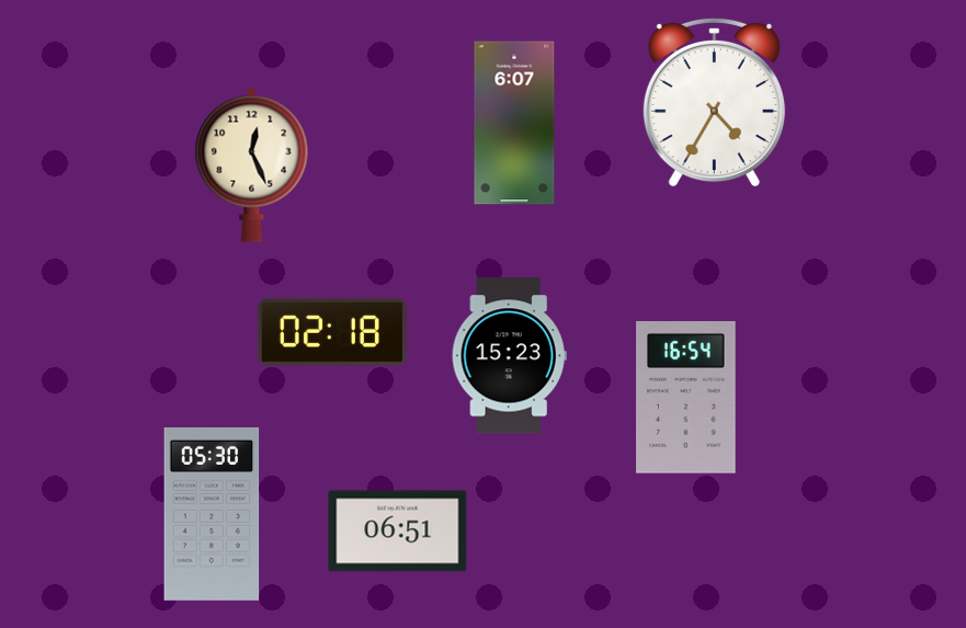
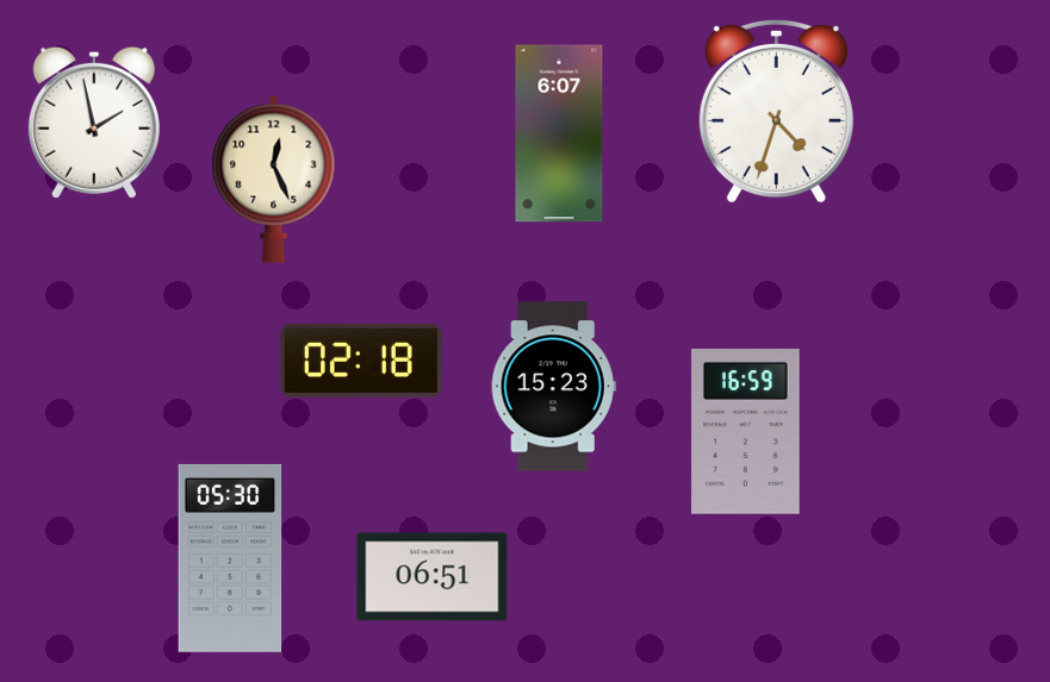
clock at (714, 102): 4:35 -> 4:33
clock at (94, 123): none -> 1:58
clock at (686, 398): 16:54 -> 16:59
